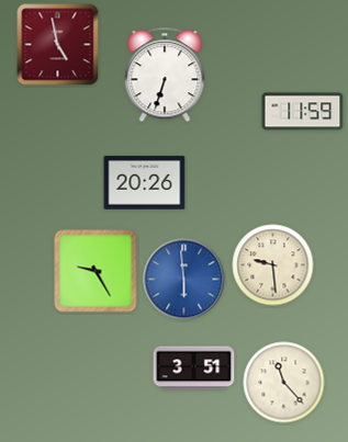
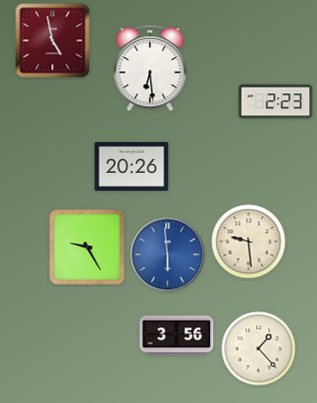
clock at (165, 75): 6:33 -> 6:29
clock at (303, 112): 11:59 -> 2:23
clock at (194, 369): 3:51 -> 3:56
clock at (284, 383): 11:23 -> 1:23
